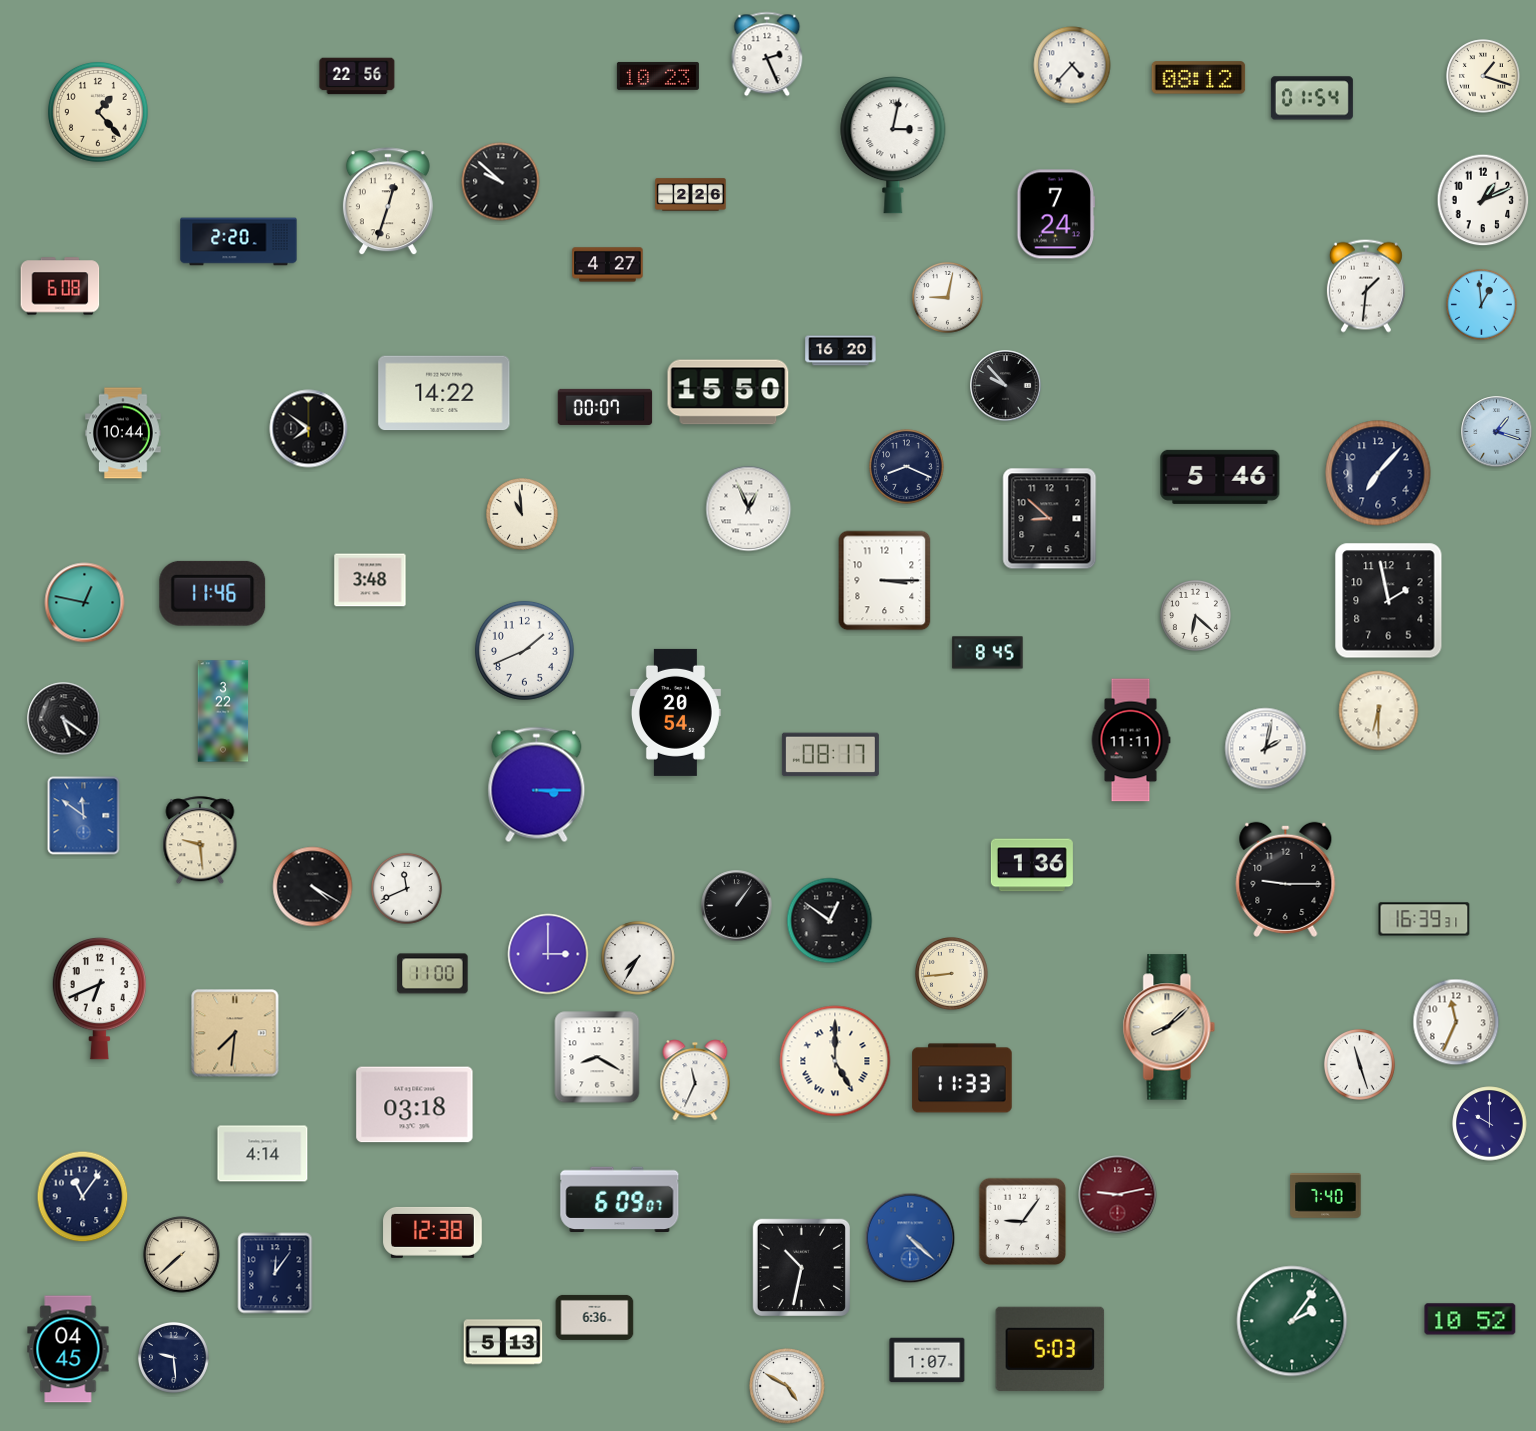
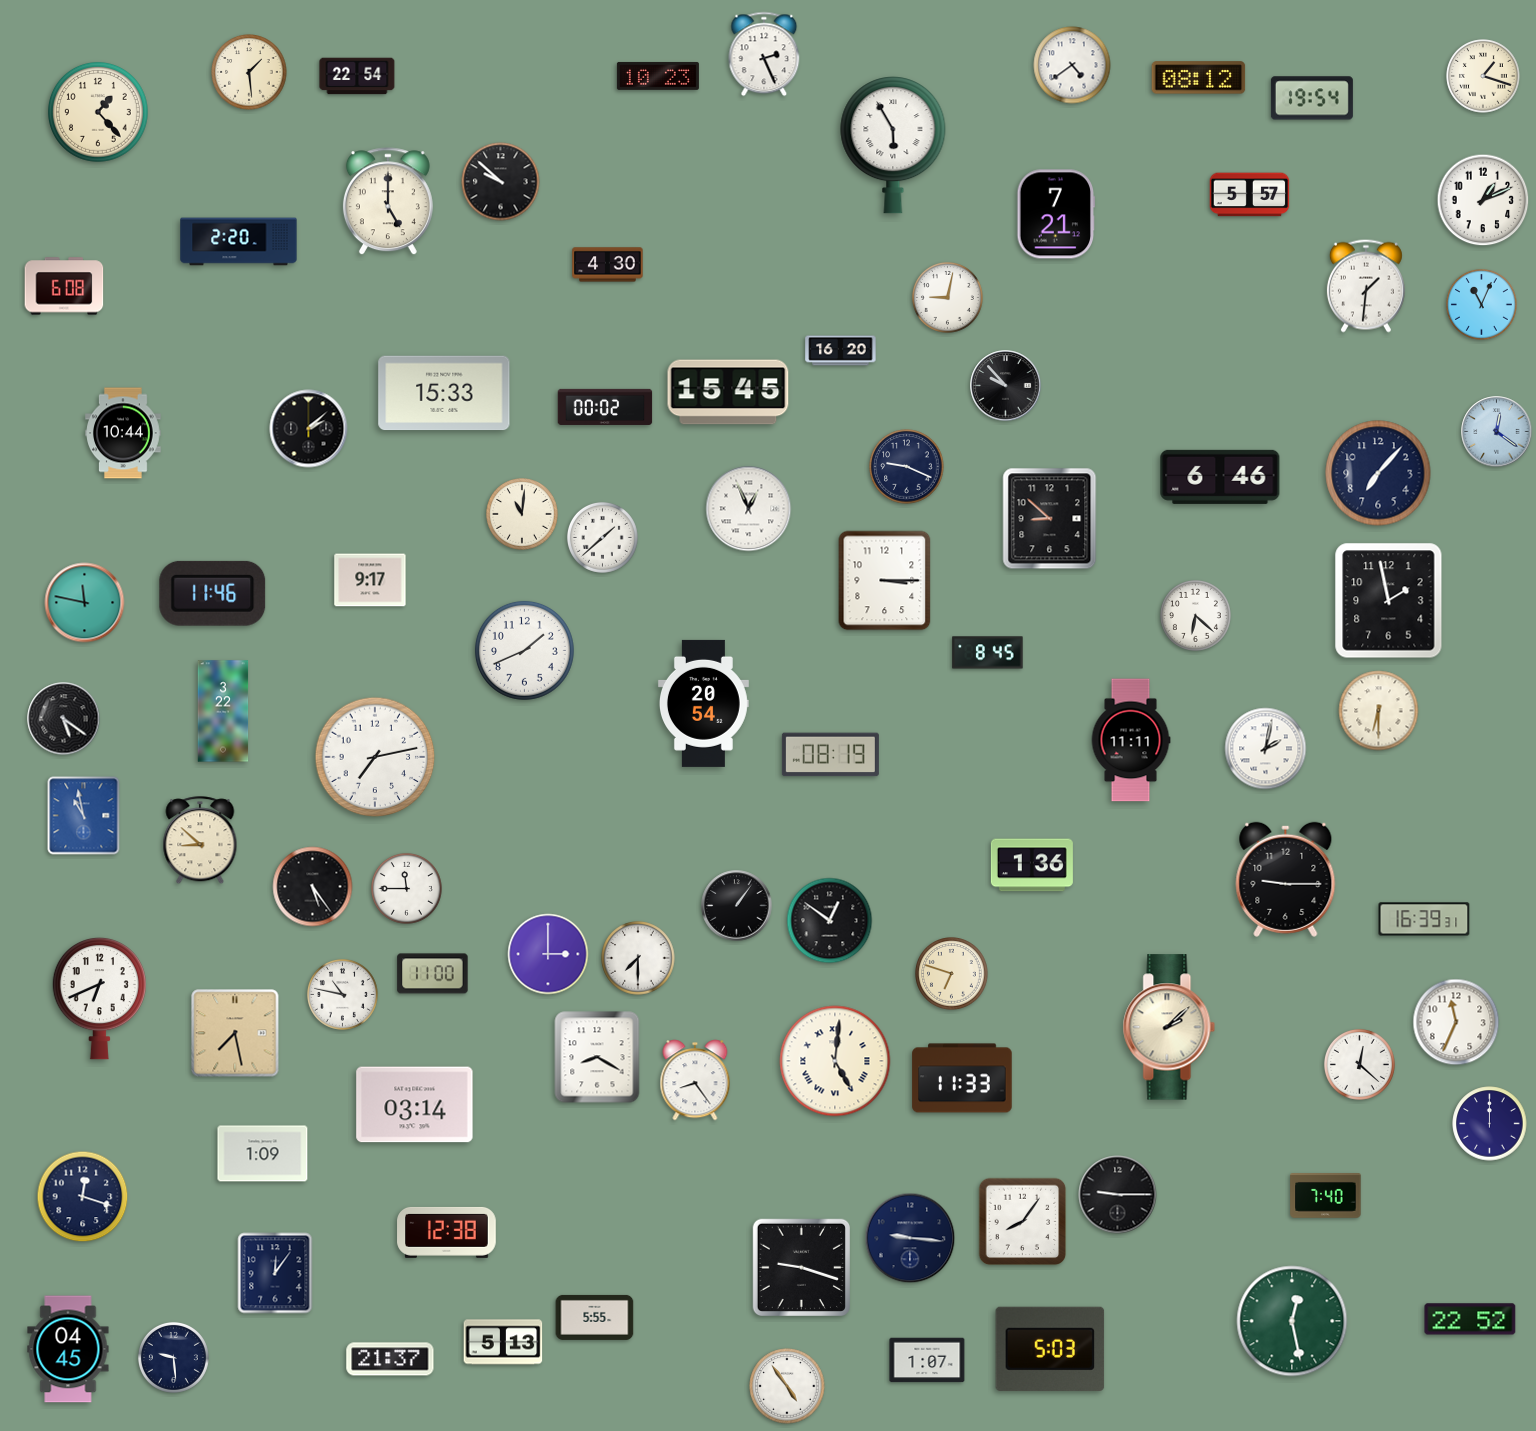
clock at (767, 54) position: (767, 54) -> (764, 54)
clock at (1072, 65): 4:37 -> 4:39
clock at (249, 72): none -> 1:29
clock at (357, 76): 22:56 -> 22:54
clock at (1312, 98): 01:54 -> 19:54
clock at (893, 145): 3:02 -> 5:55
clock at (691, 195): 2:26 -> none
clock at (1250, 195): none -> 5:57
clock at (388, 202): 12:33 -> 5:00
clock at (1056, 214): 7:24 -> 7:21
clock at (608, 265): 4:27 -> 4:30
clock at (60, 286) position: (60, 286) -> (64, 286)
clock at (1481, 304): 12:59 -> 11:04
clock at (728, 392): 15:50 -> 15:45
clock at (444, 393): 14:22 -> 15:33
clock at (605, 407): 00:07 -> 00:02
clock at (309, 429): 7:51 -> 2:08
clock at (1497, 432): 1:18 -> 12:21
clock at (907, 467): 8:19 -> 9:19
clock at (1220, 477): 5:46 -> 6:46
clock at (523, 515): 10:59 -> 11:01
clock at (602, 537): none -> 1:38
clock at (370, 580): 3:48 -> 9:17
clock at (85, 603): 12:47 -> 11:47
clock at (675, 712) position: (675, 712) -> (703, 703)
clock at (830, 755): 08:17 -> 08:19
clock at (375, 757): none -> 7:13
clock at (537, 785): 3:15 -> none
clock at (84, 816): 11:51 -> 10:58
clock at (200, 841): 9:29 -> 8:52
clock at (313, 887): 4:20 -> 5:24
clock at (406, 888): 11:41 -> 11:45
clock at (638, 958): 7:35 -> 7:30
clock at (952, 974): 8:44 -> 6:48
clock at (342, 994): none -> 10:47
clock at (1169, 1027): 8:08 -> 2:08
clock at (235, 1033): 7:31 -> 7:28
clock at (835, 1061): 5:00 -> 5:01
clock at (1359, 1064): 11:27 -> 12:22
clock at (695, 1080): 11:34 -> 8:24
clock at (415, 1105): 03:18 -> 03:14
clock at (1490, 1124): 10:00 -> 12:00
clock at (263, 1154): 4:14 -> 1:09
clock at (1118, 1195): 9:13 -> 9:15
clock at (1118, 1195) dial: burgundy -> black
clock at (83, 1197): 11:06 -> 12:18
clock at (620, 1200): 6:09 -> none
clock at (1023, 1222): 9:06 -> 8:06
clock at (433, 1232) position: (433, 1232) -> (447, 1232)
clock at (910, 1238): 4:22 -> 9:16
clock at (910, 1238) dial: blue -> navy
clock at (182, 1255): 7:38 -> none
clock at (801, 1267): 10:32 -> 9:18
clock at (595, 1317): 6:36 -> 5:55
clock at (1470, 1319): 10:52 -> 22:52
clock at (1292, 1321): 2:06 -> 12:28
clock at (390, 1359): none -> 21:37
clock at (787, 1386): 4:50 -> 4:54
